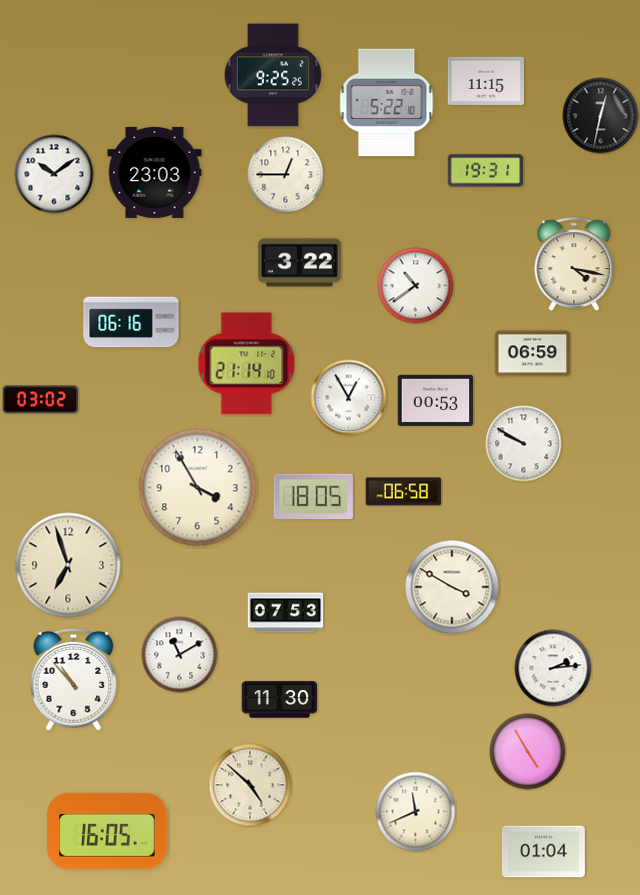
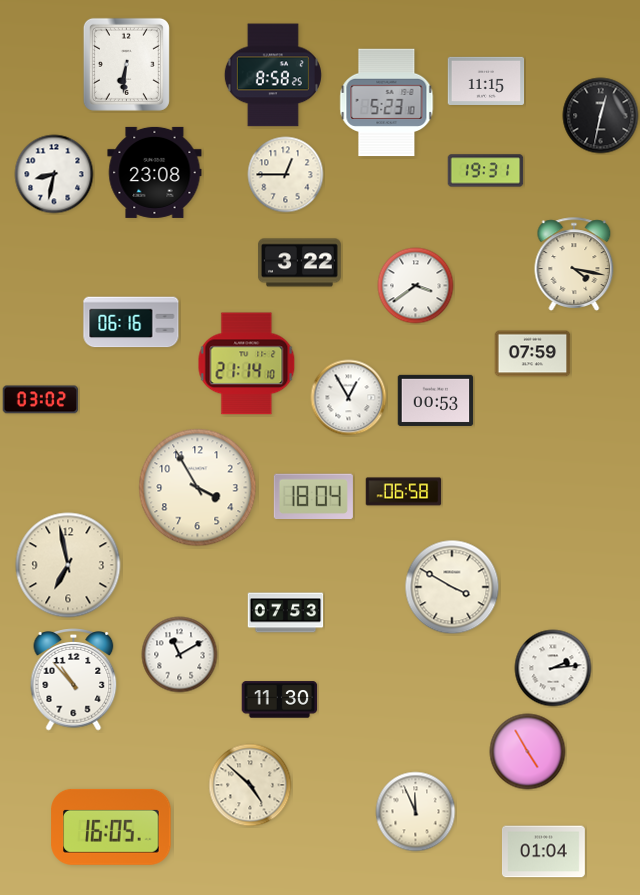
clock at (126, 64): none -> 6:31
clock at (273, 75): 9:25 -> 8:58
clock at (387, 103): 5:22 -> 5:23
clock at (155, 172): 23:03 -> 23:08
clock at (54, 174): 10:09 -> 8:32
clock at (416, 286): 10:39 -> 3:39
clock at (533, 354): 06:59 -> 07:59
clock at (524, 444): 9:50 -> none
clock at (313, 497): 18:05 -> 18:04
clock at (68, 565): 6:57 -> 6:58
clock at (416, 812): 11:41 -> 11:56
clock at (107, 831) position: (107, 831) -> (111, 827)
